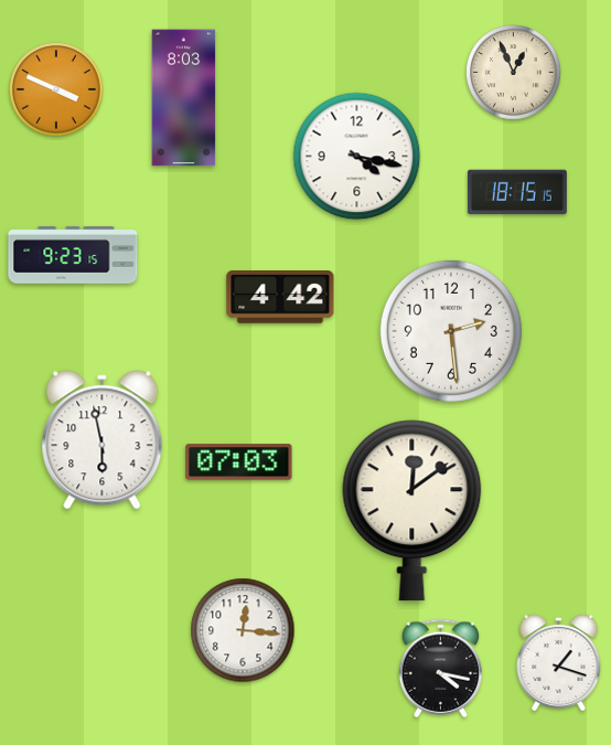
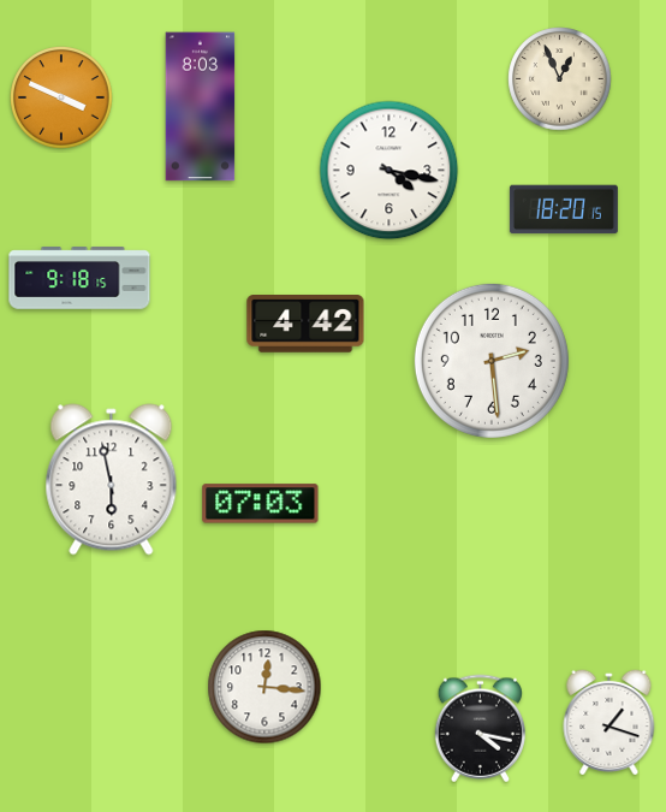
clock at (517, 192): 18:15 -> 18:20
clock at (73, 255): 9:23 -> 9:18
clock at (412, 511): 12:09 -> none
